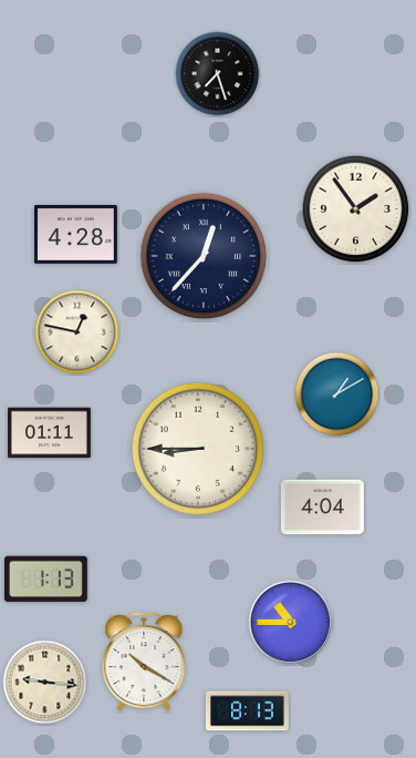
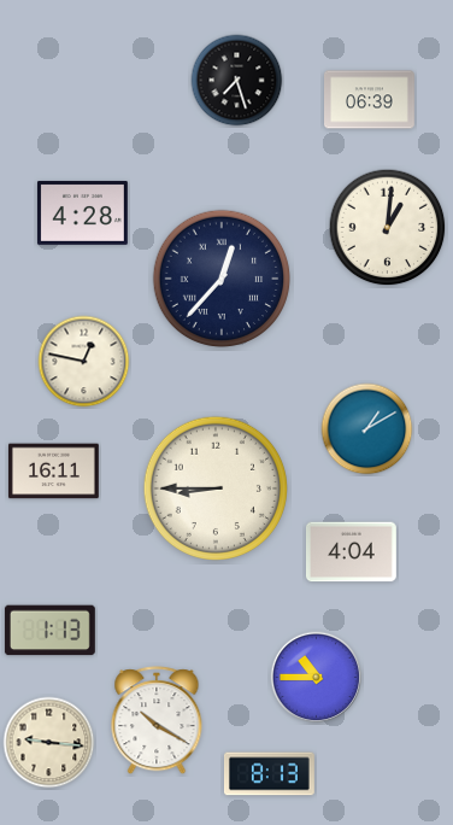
clock at (370, 100): none -> 06:39
clock at (356, 209): 1:54 -> 1:01
clock at (75, 235) position: (75, 235) -> (82, 213)
clock at (50, 433): 01:11 -> 16:11
